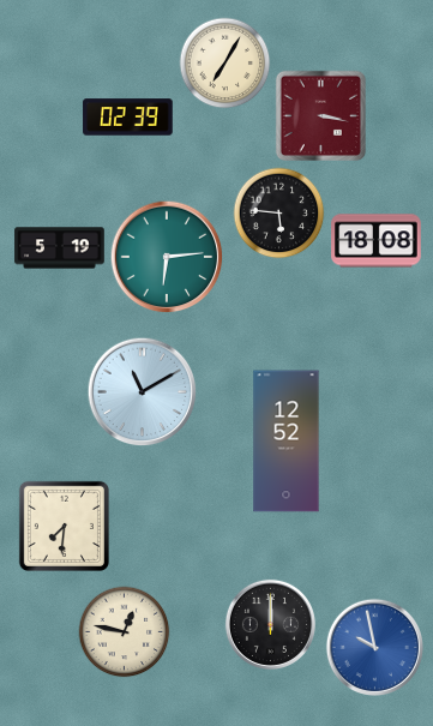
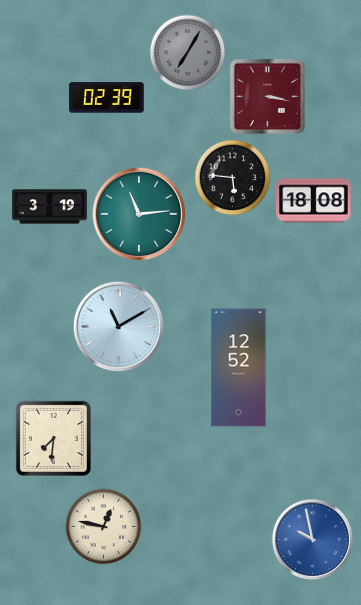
clock at (225, 64) dial: cream -> grey
clock at (60, 248): 5:19 -> 3:19
clock at (167, 257): 6:14 -> 11:14
clock at (270, 624): 12:00 -> none
